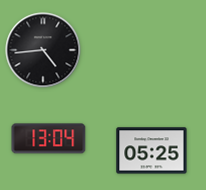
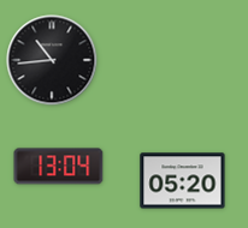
clock at (43, 50): 4:44 -> 10:44
clock at (152, 151): 05:25 -> 05:20
